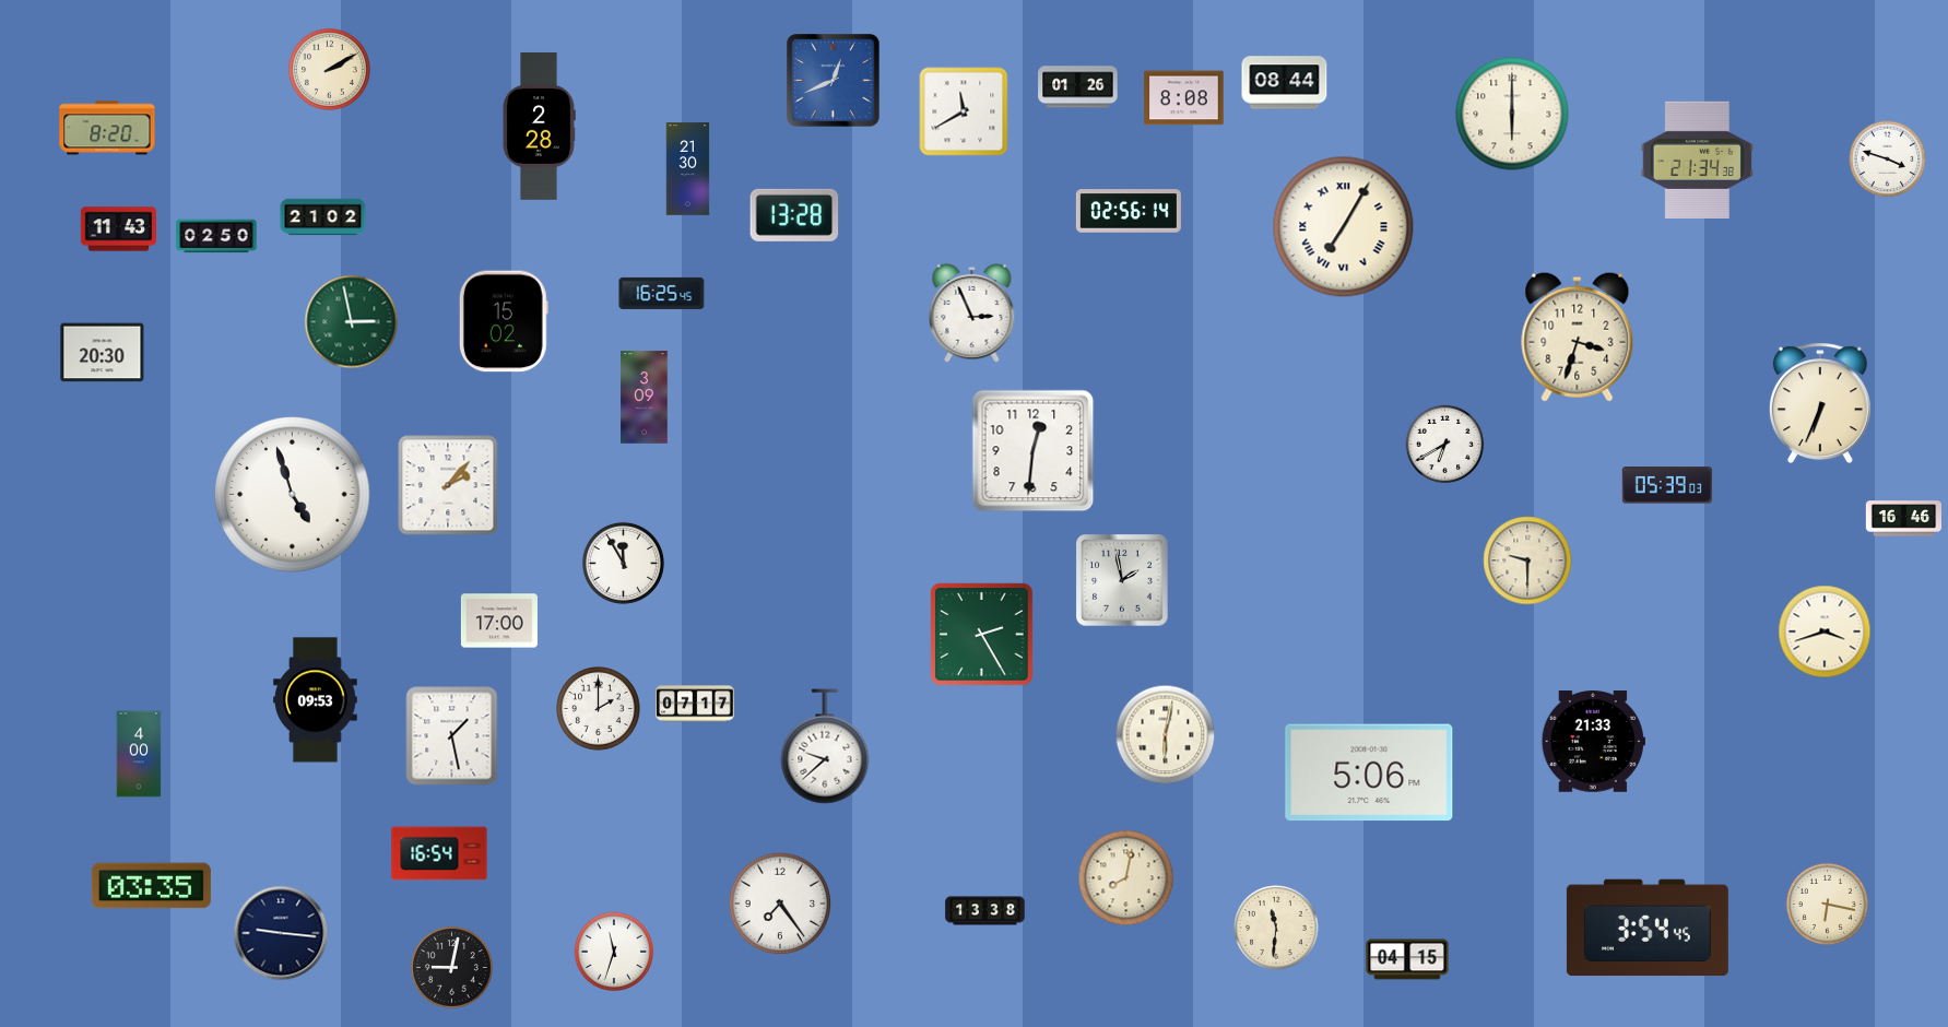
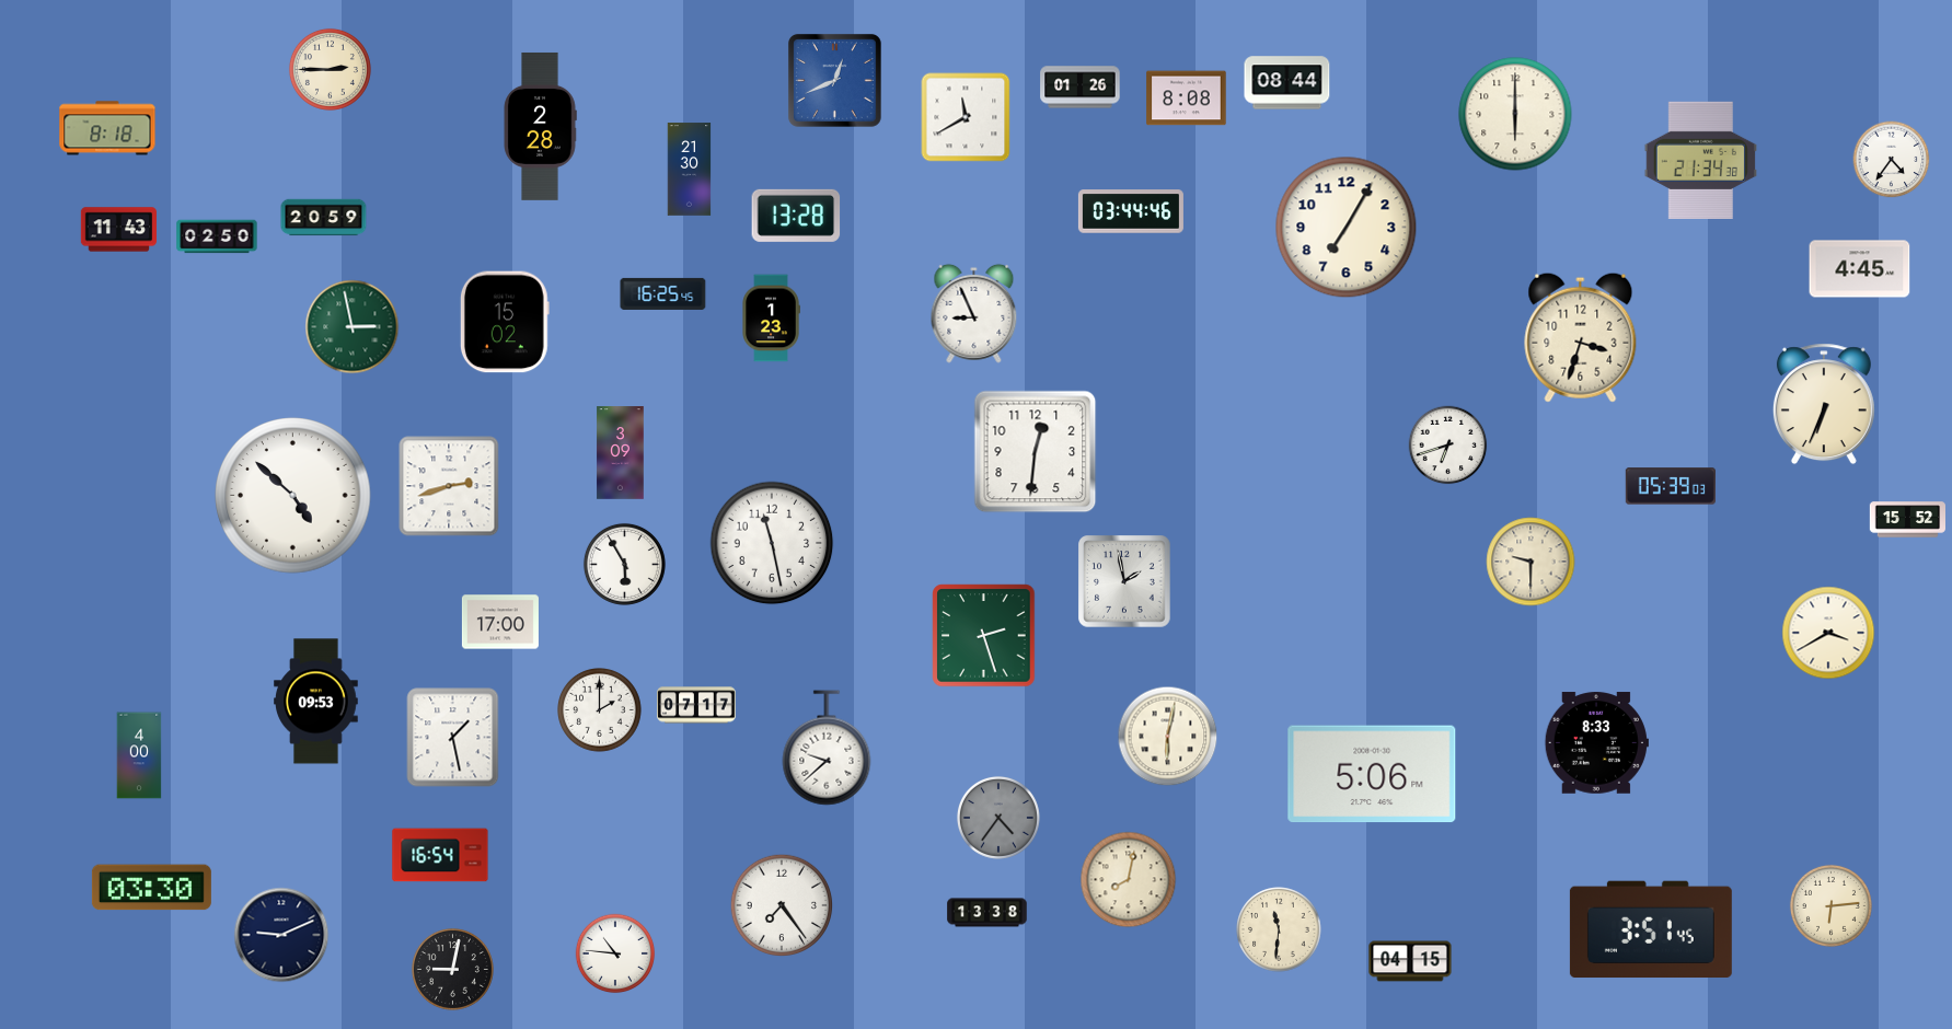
clock at (329, 69): 2:10 -> 2:45
clock at (964, 111) position: (964, 111) -> (966, 117)
clock at (107, 128): 8:20 -> 8:18
clock at (1888, 160): 3:48 -> 4:36
clock at (1129, 211): 02:56 -> 03:44
clock at (323, 217): 21:02 -> 20:59
clock at (1344, 227) numerals: Roman -> Arabic
clock at (1860, 269): none -> 4:45
clock at (972, 312): 2:56 -> 8:56
clock at (771, 319): none -> 1:23
clock at (352, 322) position: (352, 322) -> (353, 327)
clock at (103, 353): 20:30 -> none
clock at (645, 398) position: (645, 398) -> (621, 453)
clock at (1445, 445): 6:40 -> 6:42
clock at (448, 485): 2:07 -> 2:42
clock at (293, 495): 4:57 -> 4:52
clock at (1904, 519): 16:46 -> 15:52
clock at (772, 543): none -> 11:28
clock at (623, 563): 11:55 -> 5:55
clock at (1825, 631): 3:42 -> 3:40
clock at (982, 635): 2:25 -> 2:27
clock at (1593, 742): 21:33 -> 8:33
clock at (998, 818): none -> 4:36
clock at (151, 886): 03:35 -> 03:30
clock at (1827, 904): 6:17 -> 6:14
clock at (1648, 928): 3:54 -> 3:51
clock at (281, 933): 9:16 -> 9:11
clock at (614, 952): 11:33 -> 10:46
